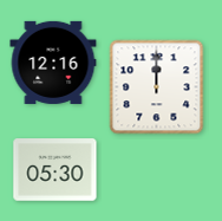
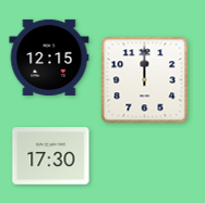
clock at (53, 63): 12:16 -> 12:15
clock at (56, 170): 05:30 -> 17:30
